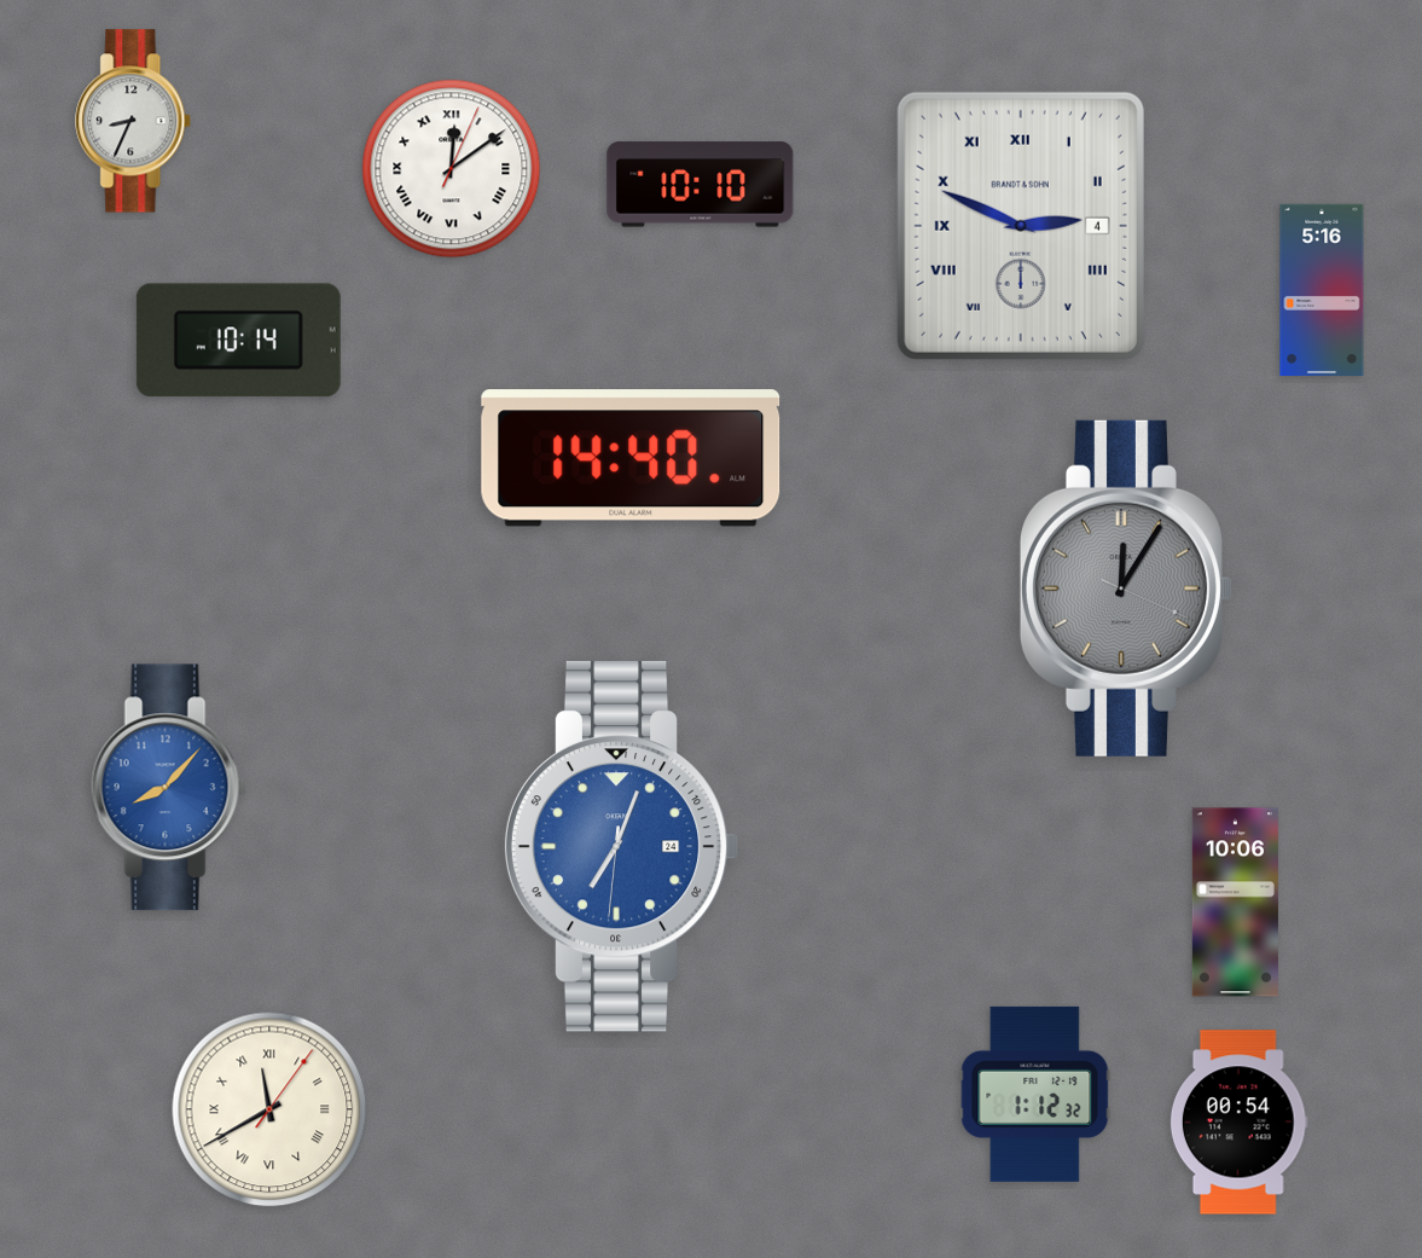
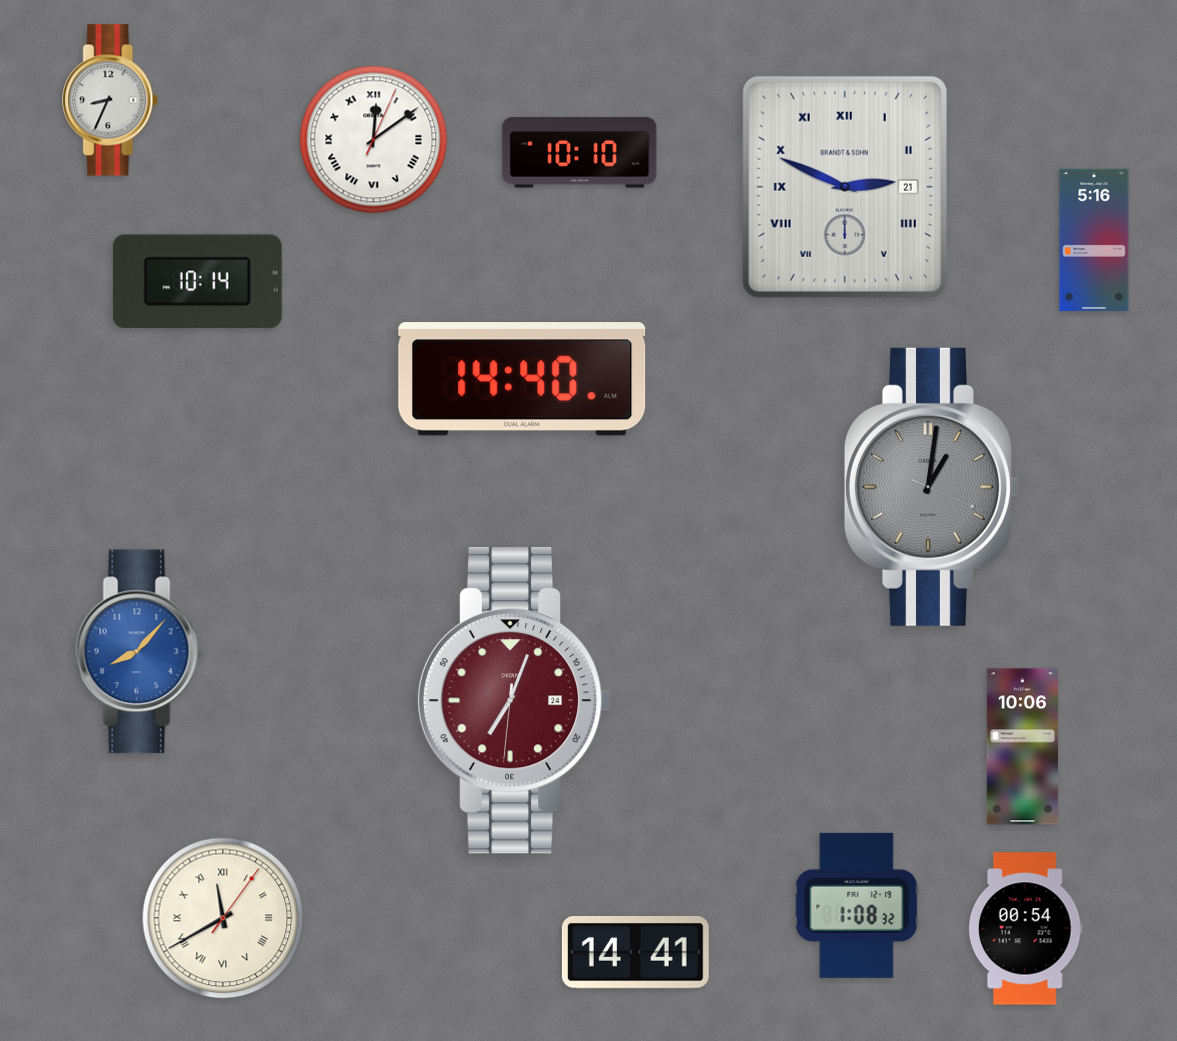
clock at (1021, 226) date: 4 -> 21
clock at (1126, 589): 12:05 -> 1:01
clock at (621, 846) dial: blue -> burgundy
clock at (1035, 1094): 1:12 -> 1:08
clock at (635, 953): none -> 14:41
